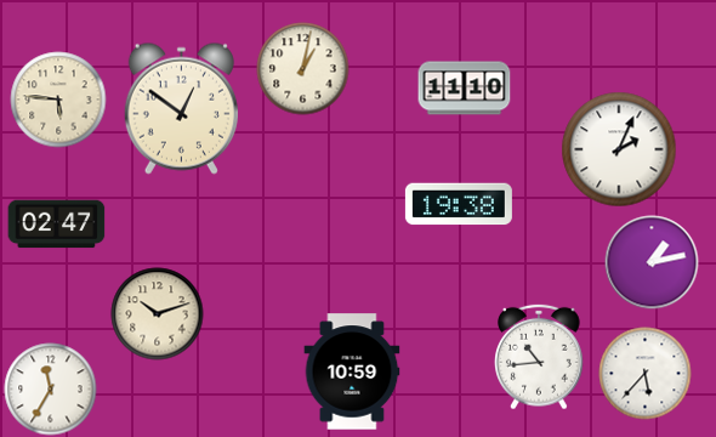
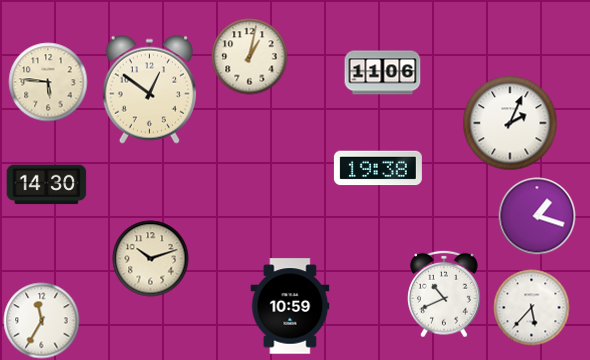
clock at (465, 89): 11:10 -> 11:06
clock at (57, 225): 02:47 -> 14:30
clock at (652, 262): 1:13 -> 1:18
clock at (158, 314) position: (158, 314) -> (151, 259)
clock at (539, 357): 10:44 -> 10:41
